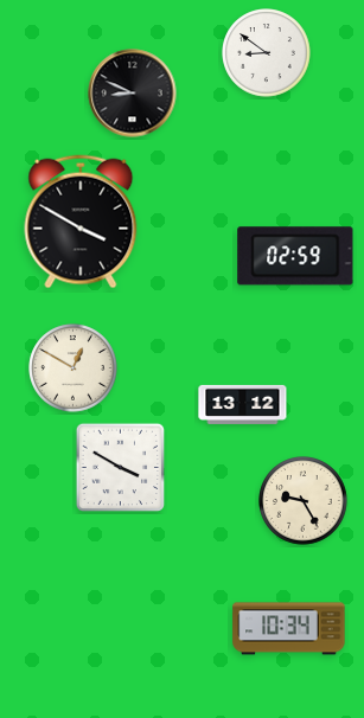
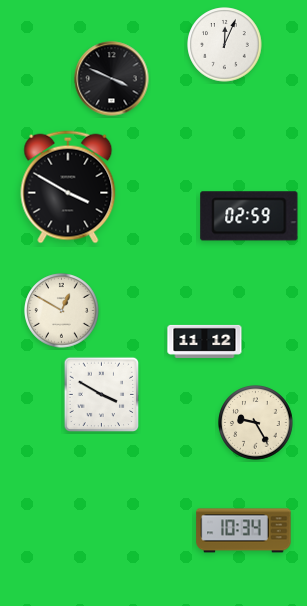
clock at (267, 53): 8:51 -> 12:04
clock at (133, 94): 8:49 -> 3:49
clock at (243, 404): 13:12 -> 11:12
